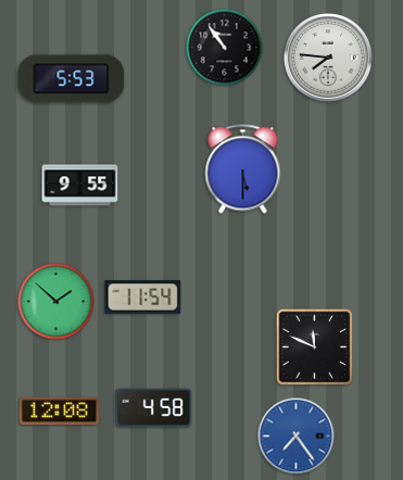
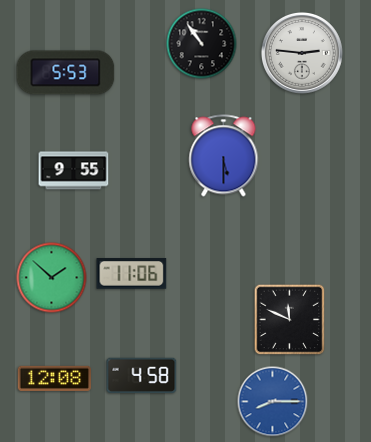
clock at (225, 48) position: (225, 48) -> (202, 44)
clock at (328, 58): 7:46 -> 2:46
clock at (143, 298): 11:54 -> 11:06
clock at (297, 437): 7:24 -> 8:15
